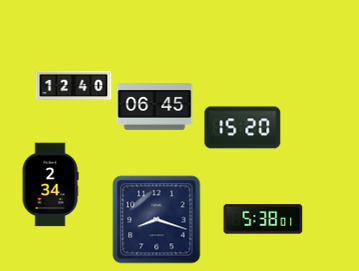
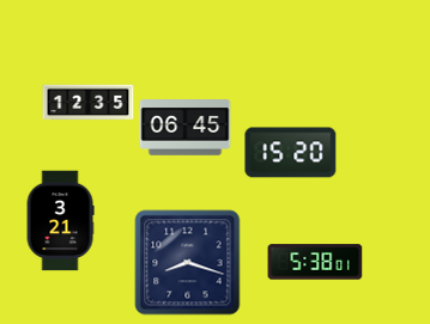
clock at (74, 86): 12:40 -> 12:35
clock at (50, 185): 2:34 -> 3:21
